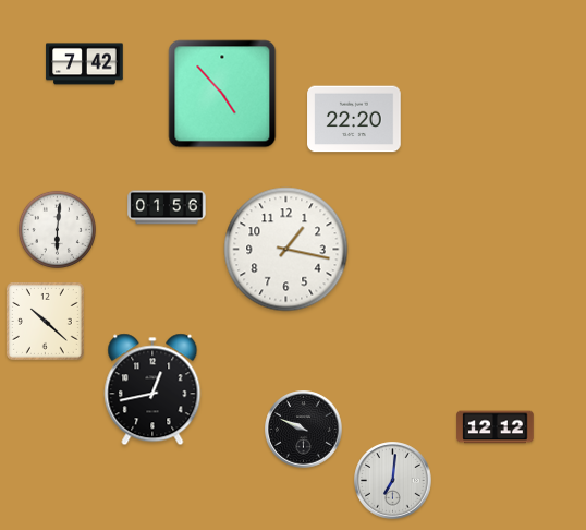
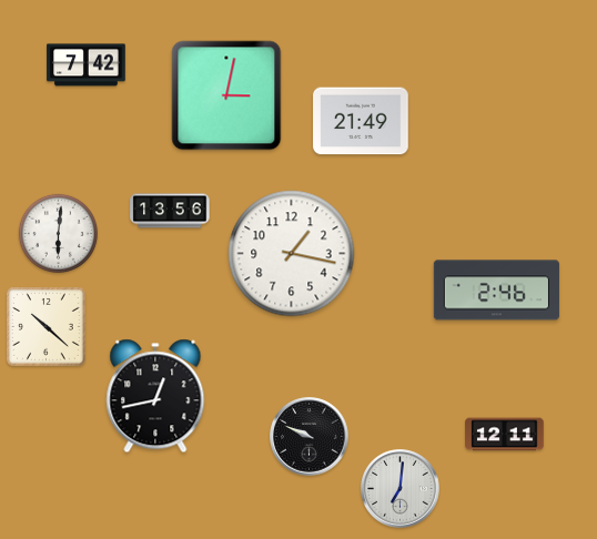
clock at (222, 94): 4:53 -> 3:02
clock at (354, 119): 22:20 -> 21:49
clock at (167, 207): 01:56 -> 13:56
clock at (496, 291): none -> 2:46
clock at (496, 427): 12:12 -> 12:11
